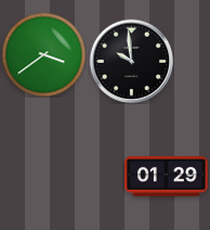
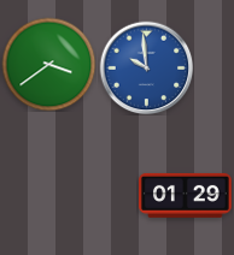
clock at (43, 54) position: (43, 54) -> (48, 64)
clock at (131, 61) dial: black -> blue
